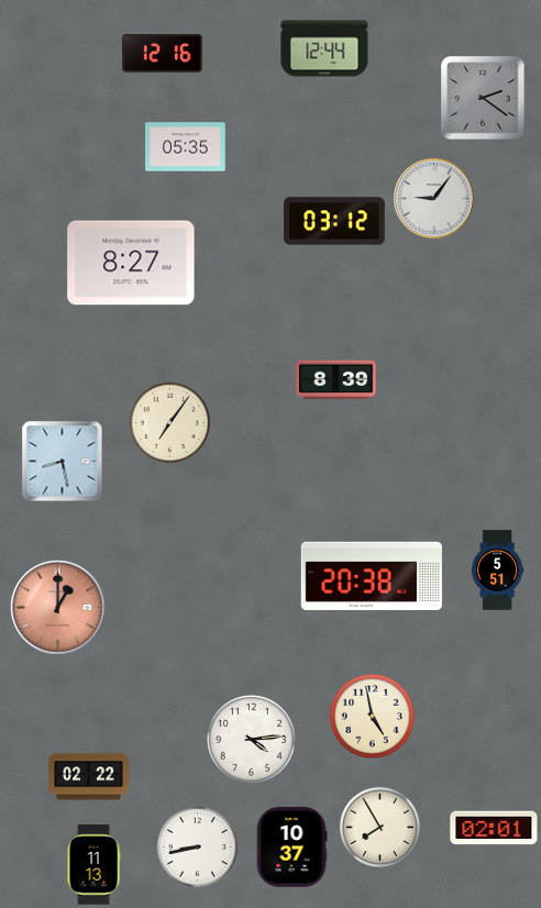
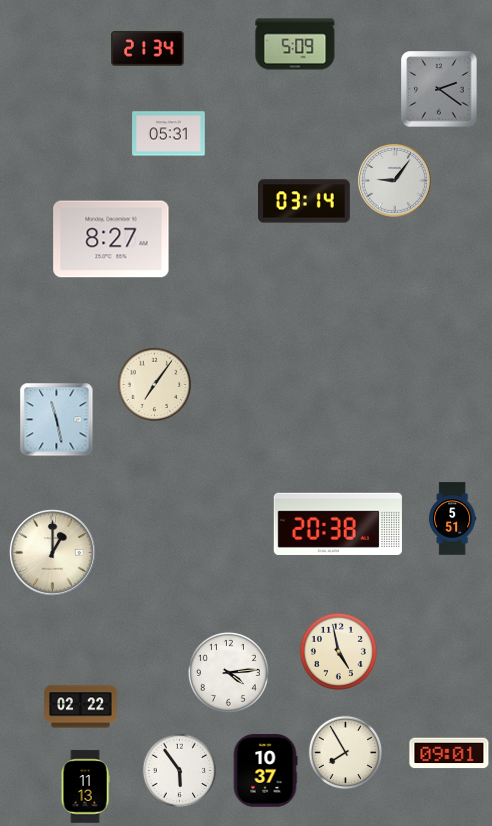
clock at (324, 48): 12:44 -> 5:09
clock at (163, 53): 12:16 -> 21:34
clock at (186, 147): 05:35 -> 05:31
clock at (335, 221): 03:12 -> 03:14
clock at (131, 263) position: (131, 263) -> (111, 239)
clock at (336, 380): 8:39 -> none
clock at (63, 462): 8:28 -> 11:28
clock at (58, 608) dial: salmon -> cream
clock at (494, 828): 02:01 -> 09:01
clock at (198, 848): 8:43 -> 5:54
